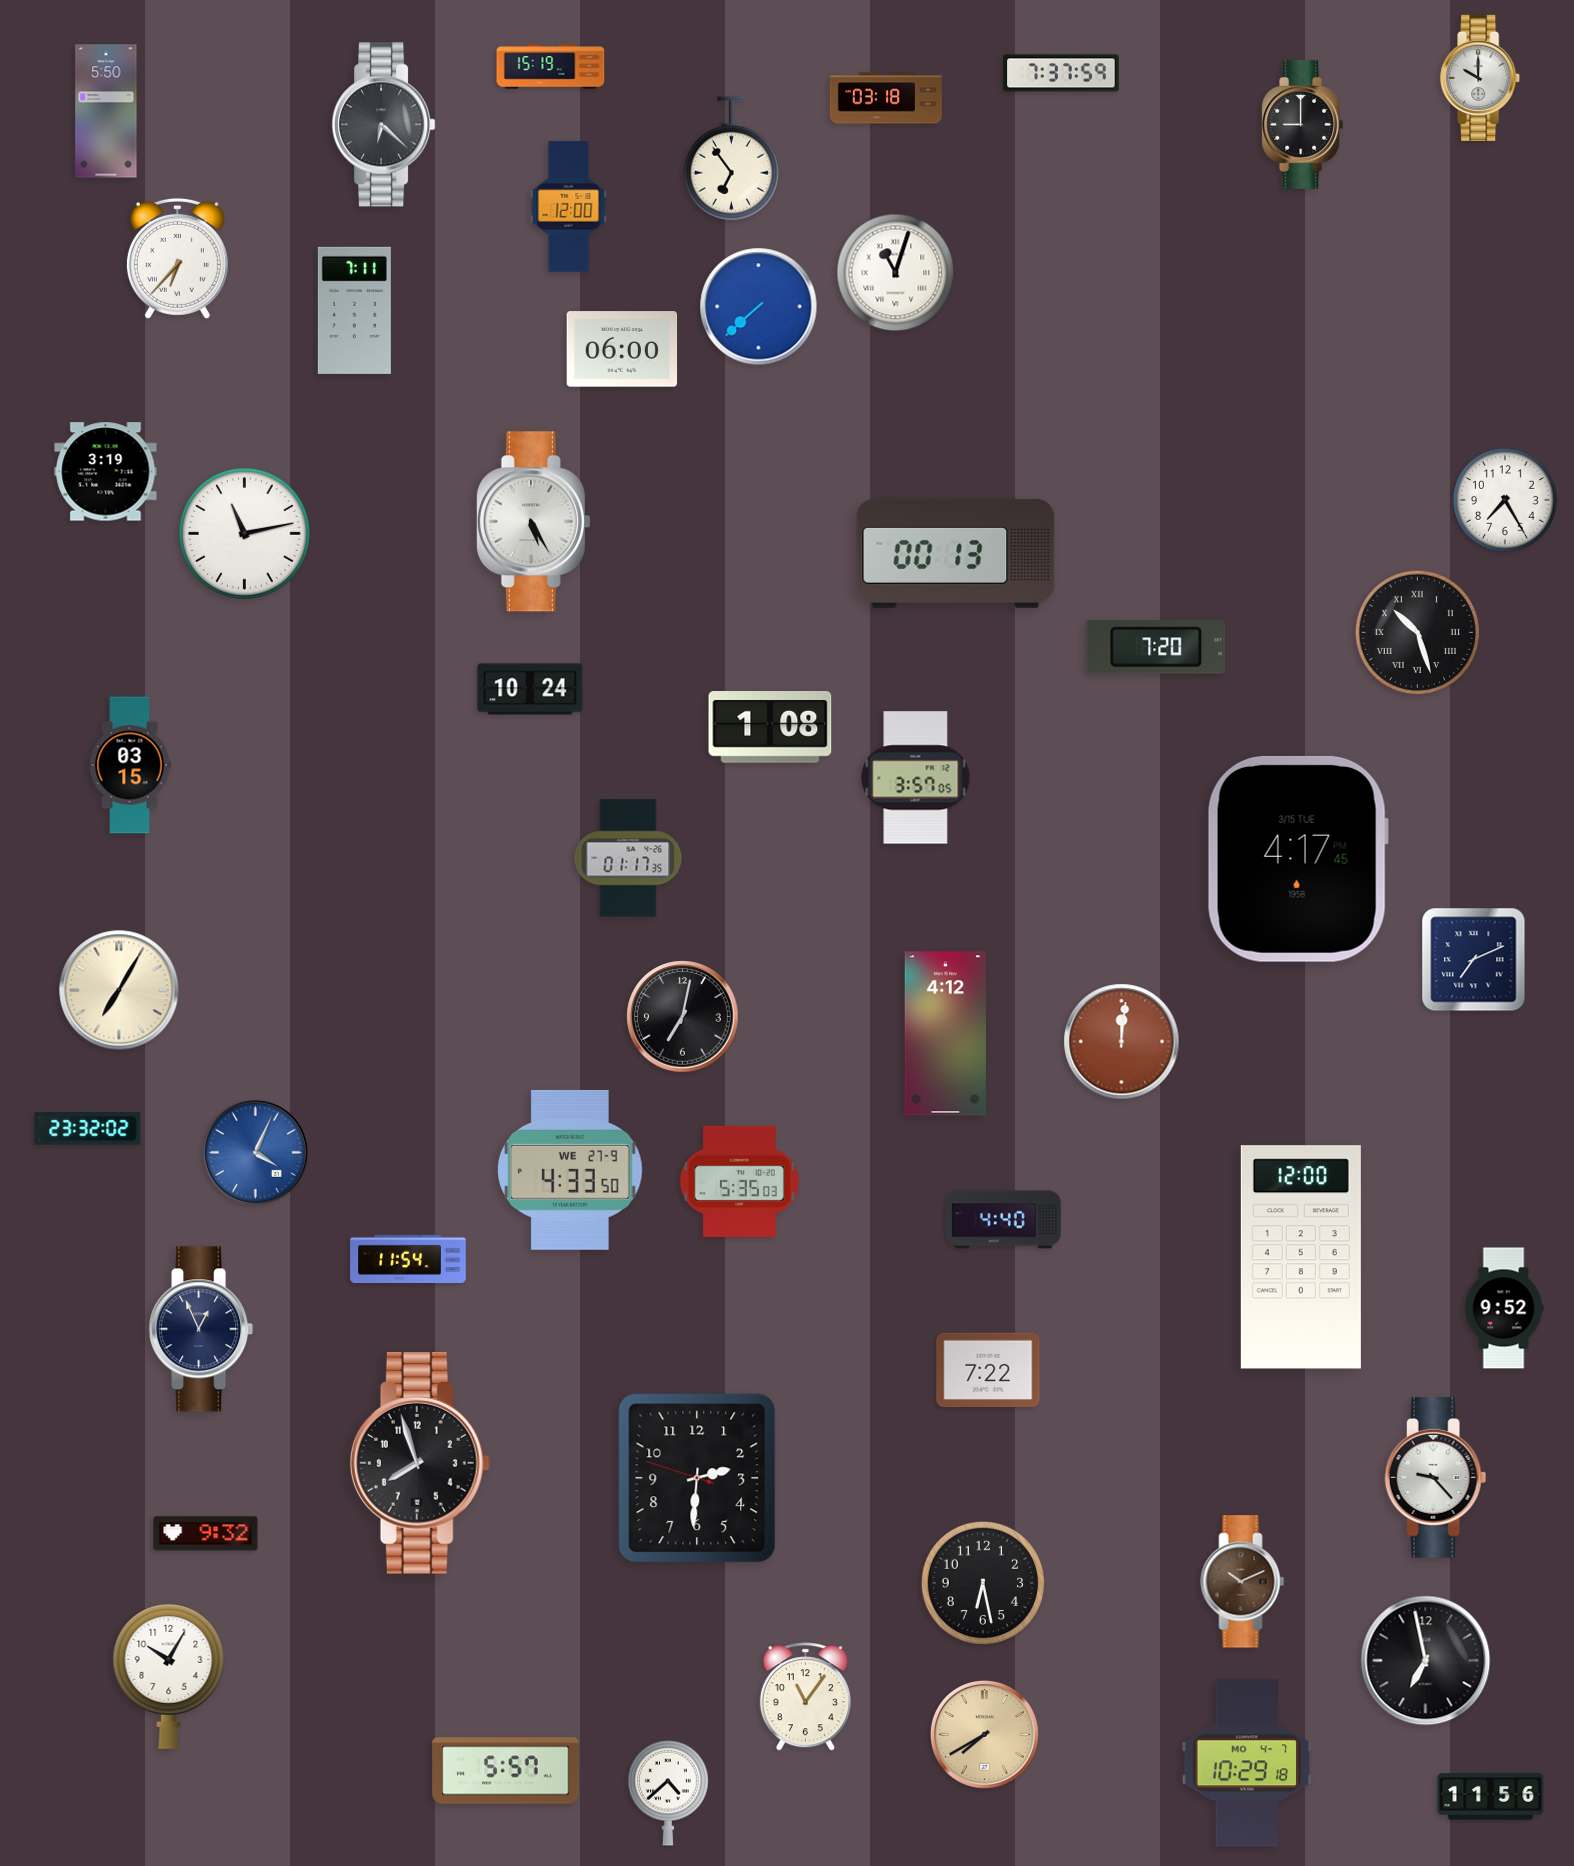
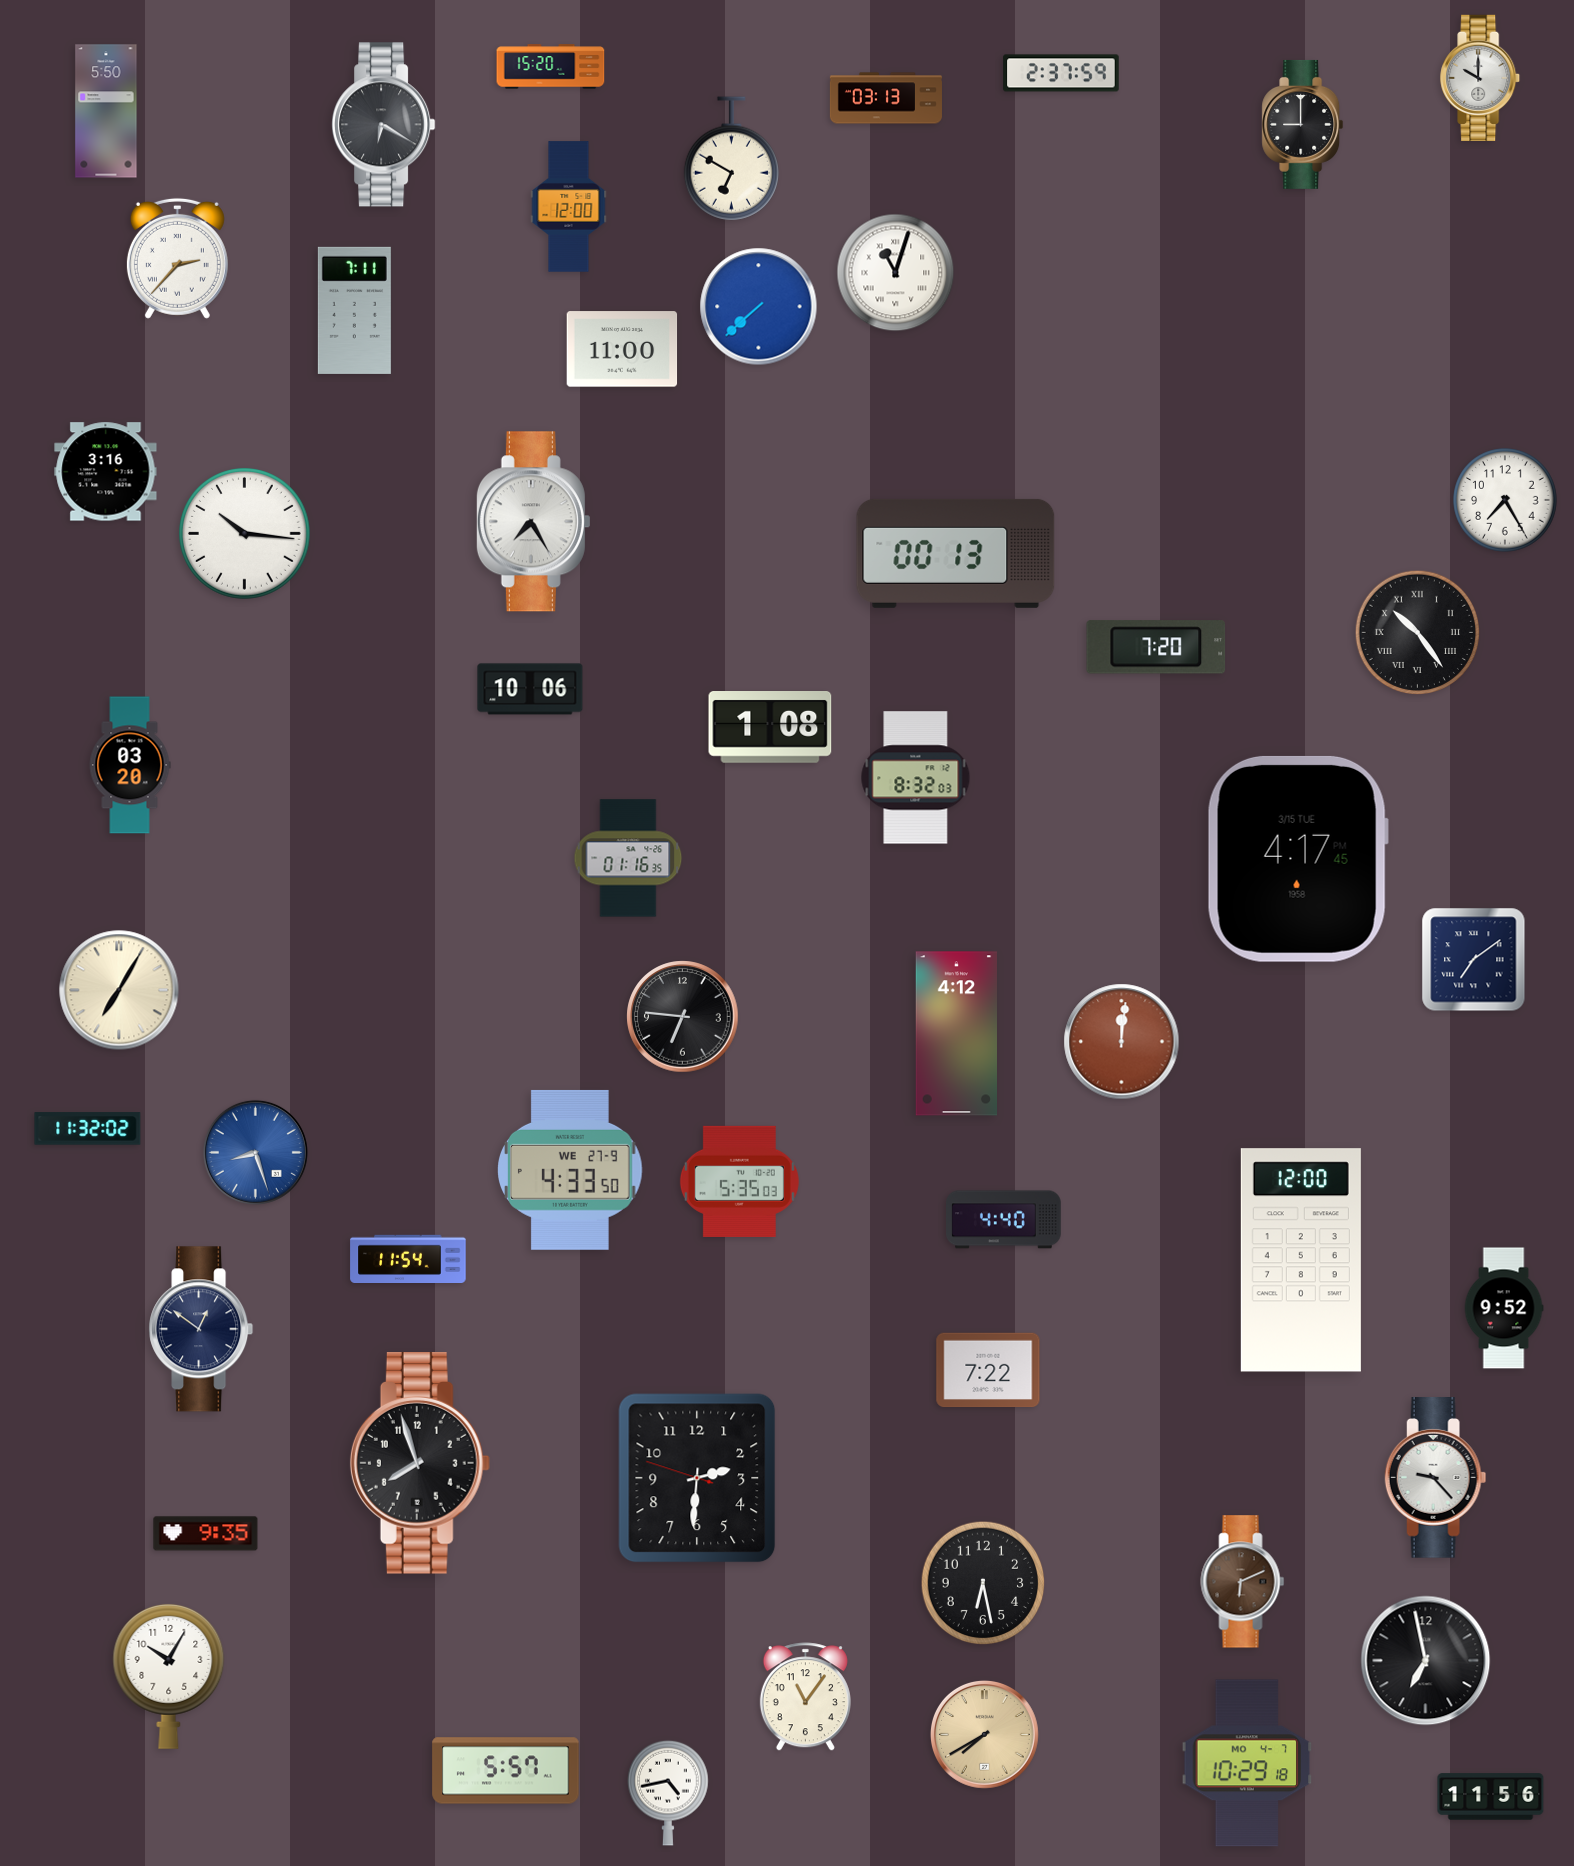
clock at (551, 67): 15:19 -> 15:20
clock at (1061, 73): 7:37 -> 2:37
clock at (886, 98): 03:18 -> 03:13
clock at (384, 125): 6:22 -> 6:20
clock at (731, 159): 6:54 -> 6:50
clock at (177, 258): 6:37 -> 2:37
clock at (622, 349): 06:00 -> 11:00
clock at (106, 472): 3:19 -> 3:16
clock at (533, 522): 5:25 -> 7:25
clock at (244, 533): 11:13 -> 10:16
clock at (1417, 632): 10:27 -> 10:24
clock at (530, 689): 10:24 -> 10:06
clock at (130, 765): 03:15 -> 03:20
clock at (916, 778): 3:57 -> 8:32
clock at (628, 858): 01:17 -> 01:16
clock at (1474, 960): 7:11 -> 7:09
clock at (683, 1017): 7:02 -> 6:46
clock at (945, 1034) position: (945, 1034) -> (956, 1034)
clock at (88, 1129): 23:32 -> 11:32
clock at (255, 1152): 4:04 -> 8:27
clock at (1301, 1257) position: (1301, 1257) -> (1301, 1260)
clock at (201, 1329): 12:56 -> 12:51
clock at (206, 1534): 9:32 -> 9:35
clock at (1243, 1582): 10:11 -> 6:11
clock at (668, 1793): 4:38 -> 4:43
